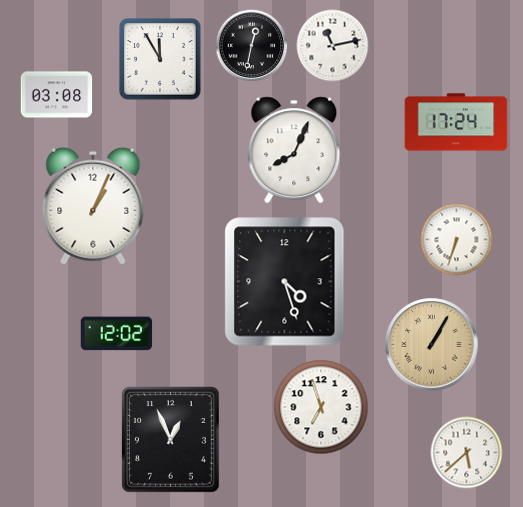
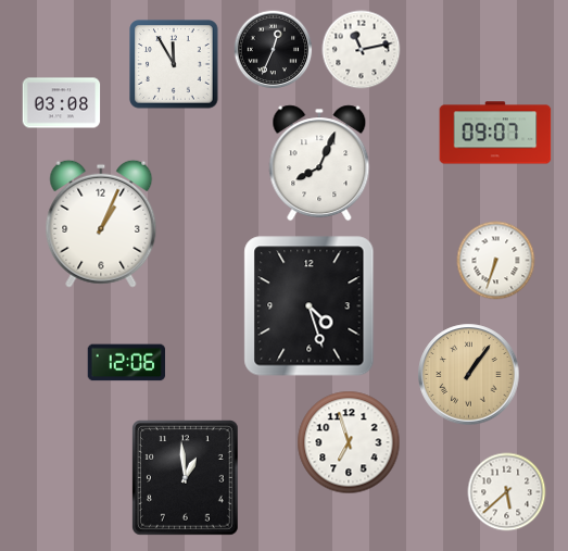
clock at (252, 46): 12:32 -> 12:34
clock at (456, 122): 17:24 -> 09:07
clock at (117, 334): 12:02 -> 12:06
clock at (432, 345): 1:05 -> 1:06
clock at (171, 440): 12:56 -> 12:59
